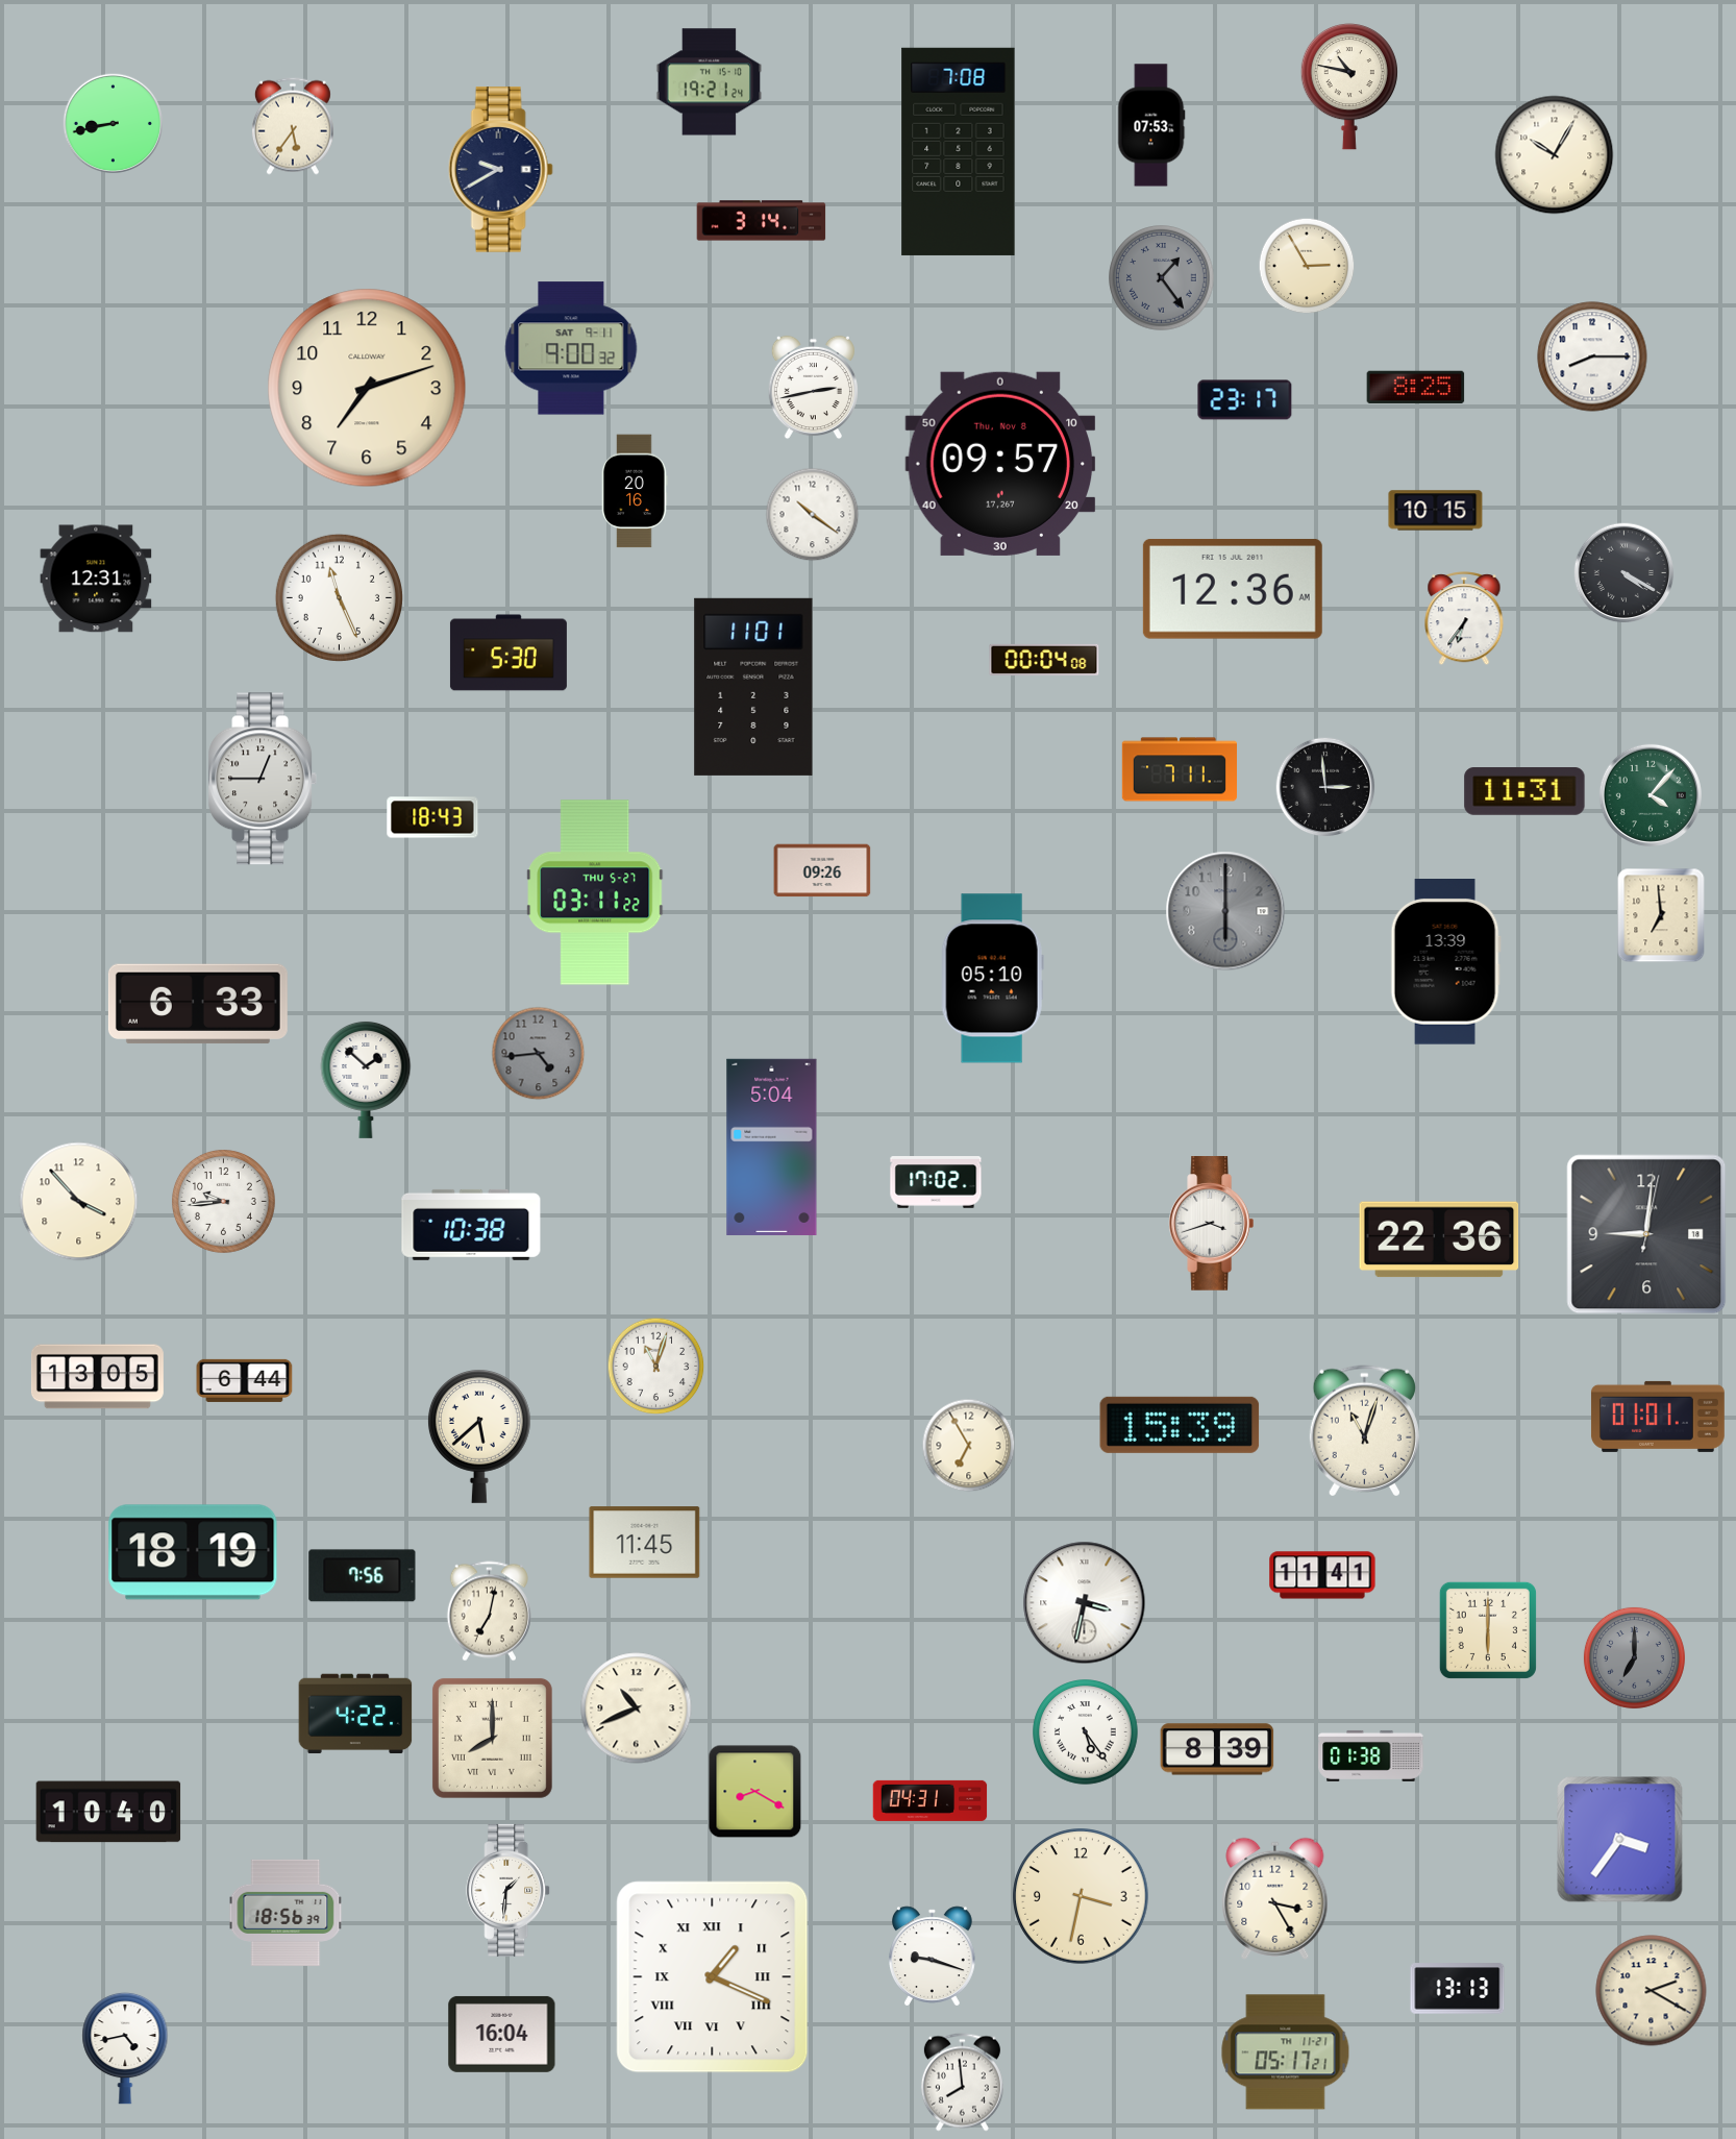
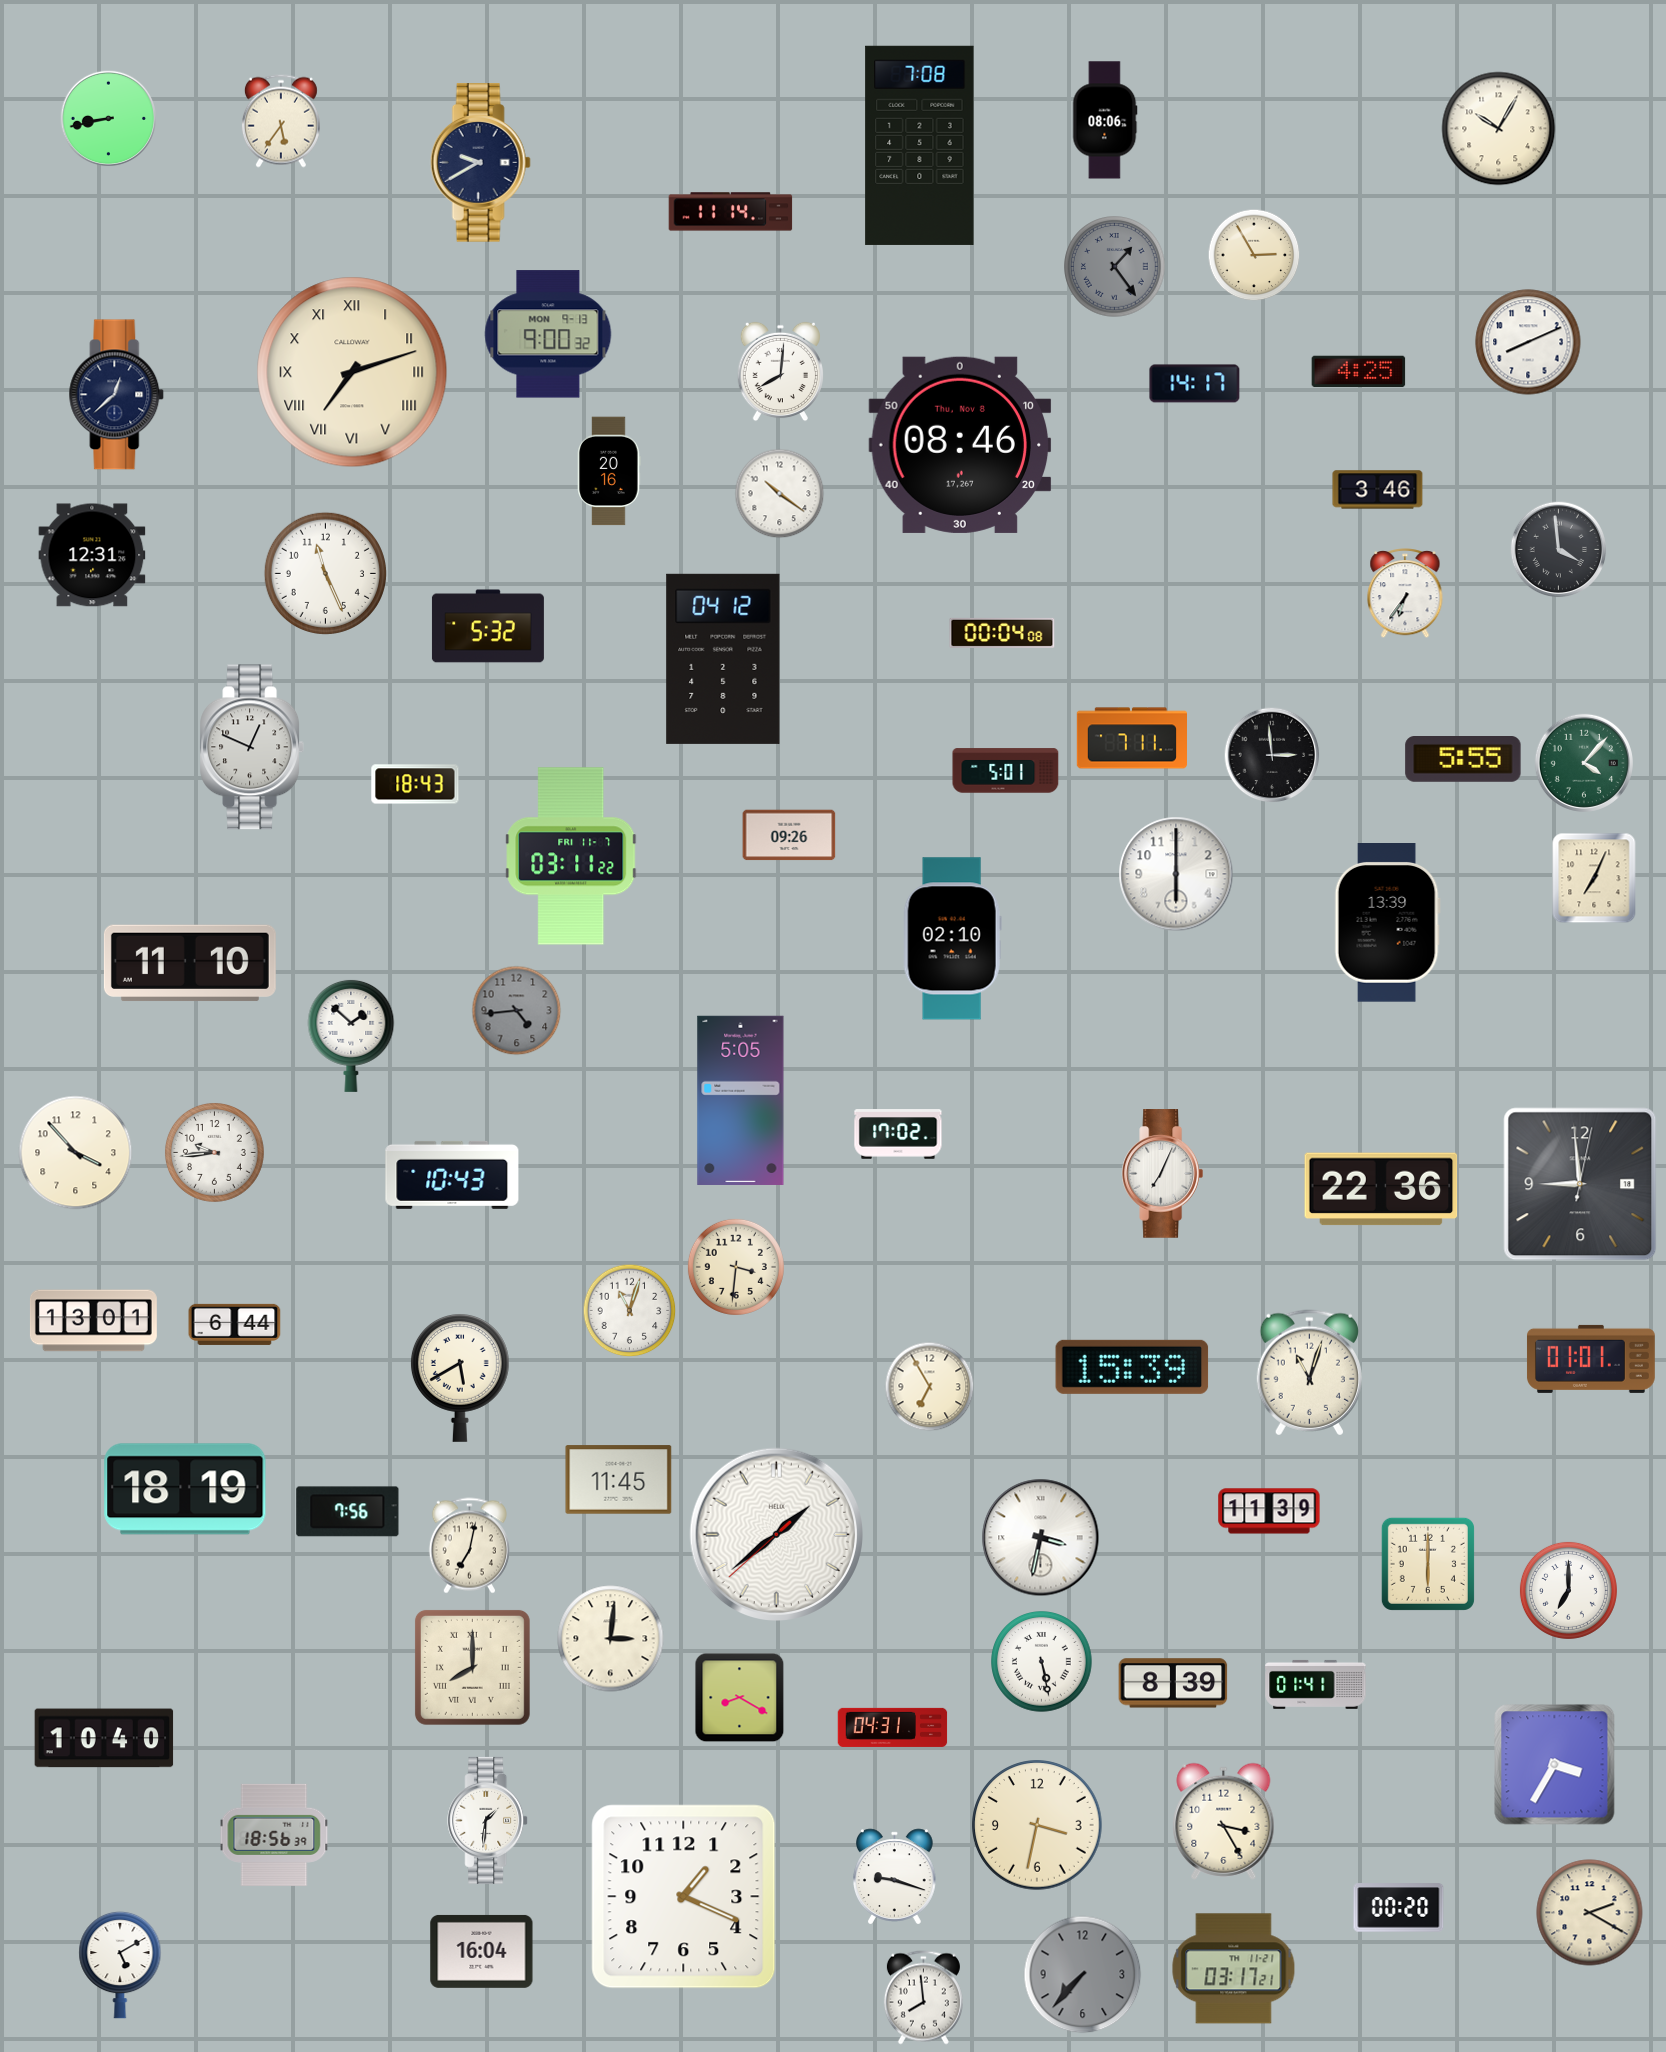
clock at (710, 82): 19:21 -> none
clock at (1349, 88): 10:47 -> none
clock at (1151, 125): 07:53 -> 08:06
clock at (1555, 155) position: (1555, 155) -> (1499, 129)
clock at (762, 221): 3:14 -> 11:14
clock at (571, 348) date: SAT 9-11 -> MON 9-13
clock at (1592, 357): 8:15 -> 8:11
clock at (367, 388) numerals: Arabic -> Roman
clock at (813, 388): 2:43 -> 8:01
clock at (1416, 388): 8:25 -> 4:25
clock at (1245, 400): 23:17 -> 14:17
clock at (117, 395): none -> 12:38
clock at (1000, 464): 09:57 -> 08:46
clock at (1436, 511): 10:15 -> 3:46
clock at (1625, 573): 4:20 -> 3:59
clock at (1233, 589): 12:36 -> none
clock at (509, 653): 5:30 -> 5:32
clock at (753, 687): 11:01 -> 04:12
clock at (263, 779): 12:45 -> 12:49
clock at (1524, 792): 11:31 -> 5:55
clock at (1006, 771): none -> 5:01
clock at (595, 892) date: THU 5-27 -> FRI 11-7
clock at (1225, 911) dial: grey -> white
clock at (1661, 915): 6:59 -> 7:04
clock at (992, 979): 05:10 -> 02:10
clock at (198, 1004): 6:33 -> 11:10
clock at (772, 1147): 5:04 -> 5:05
clock at (1211, 1224): 3:42 -> 7:04
clock at (471, 1225): 10:38 -> 10:43
clock at (1646, 1234): 9:01 -> 8:59
clock at (736, 1267): none -> 3:31
clock at (97, 1377): 13:05 -> 13:01
clock at (479, 1436): 5:38 -> 5:40
clock at (1322, 1575): 11:41 -> 11:39
clock at (776, 1534): none -> 1:38
clock at (1634, 1657) dial: grey -> white
clock at (637, 1708): 10:41 -> 3:01
clock at (355, 1714): 4:22 -> none
clock at (1086, 1732): 5:24 -> 5:28
clock at (1217, 1749) position: (1217, 1749) -> (1173, 1683)
clock at (1371, 1755): 01:38 -> 01:41
clock at (755, 1792) position: (755, 1792) -> (740, 1698)
clock at (1620, 1840): 3:36 -> 3:35
clock at (509, 1890) position: (509, 1890) -> (488, 1820)
clock at (1081, 1896) position: (1081, 1896) -> (1037, 1825)
clock at (713, 1977) numerals: Roman -> Arabic
clock at (1458, 1989): 13:13 -> 00:20
clock at (1652, 1991) position: (1652, 1991) -> (1590, 1913)
clock at (125, 2048): 4:43 -> 5:10
clock at (1286, 2052): 05:17 -> 03:17
clock at (1083, 1975): none -> 7:37
